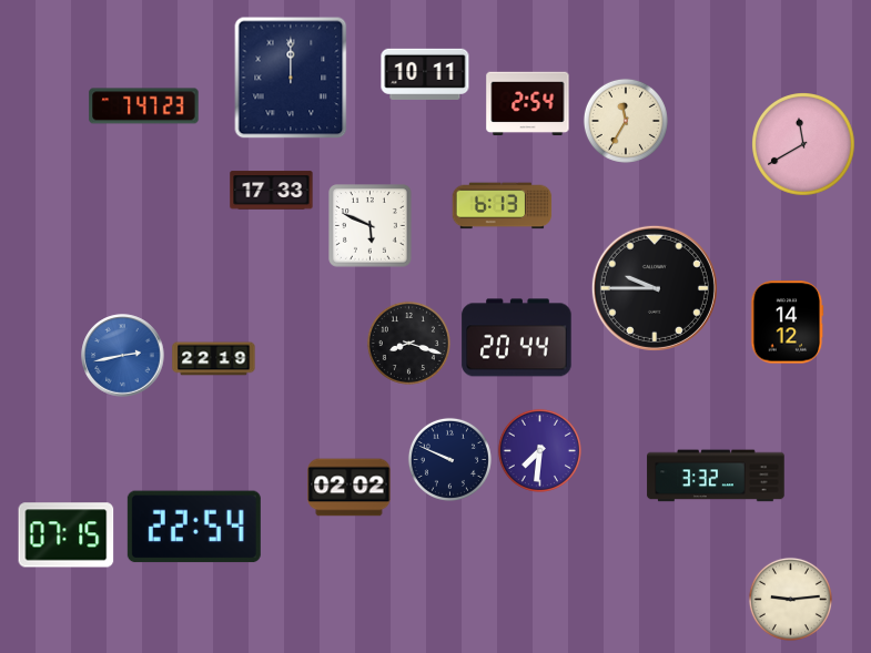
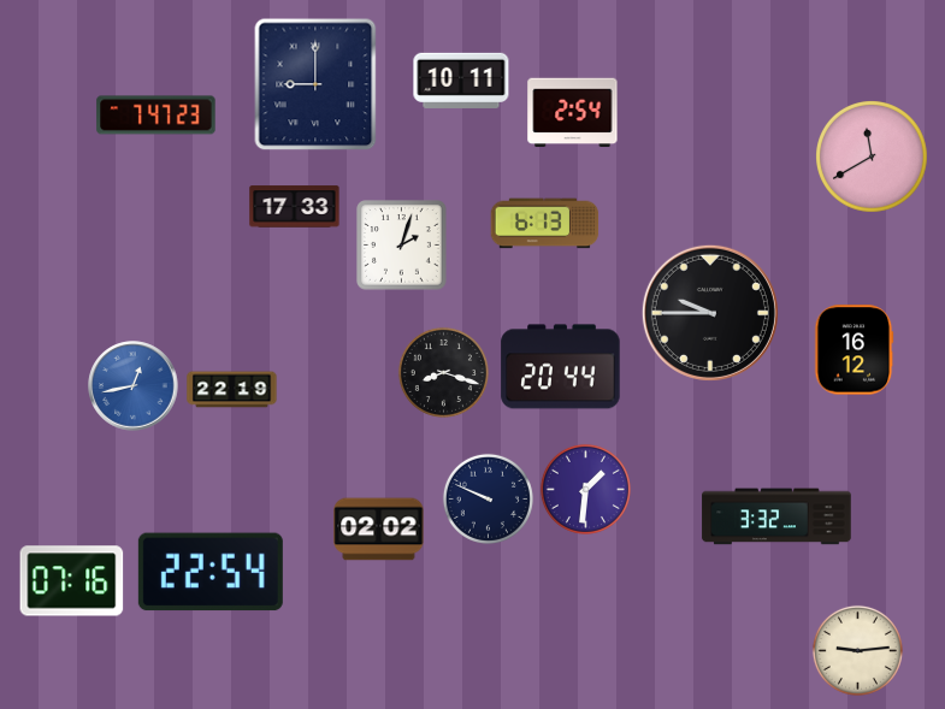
clock at (291, 78): 12:00 -> 9:00
clock at (626, 121): 11:35 -> none
clock at (371, 226): 5:49 -> 2:03
clock at (788, 323): 14:12 -> 16:12
clock at (123, 356): 2:43 -> 12:43
clock at (539, 450): 7:31 -> 1:31
clock at (67, 535): 07:15 -> 07:16
